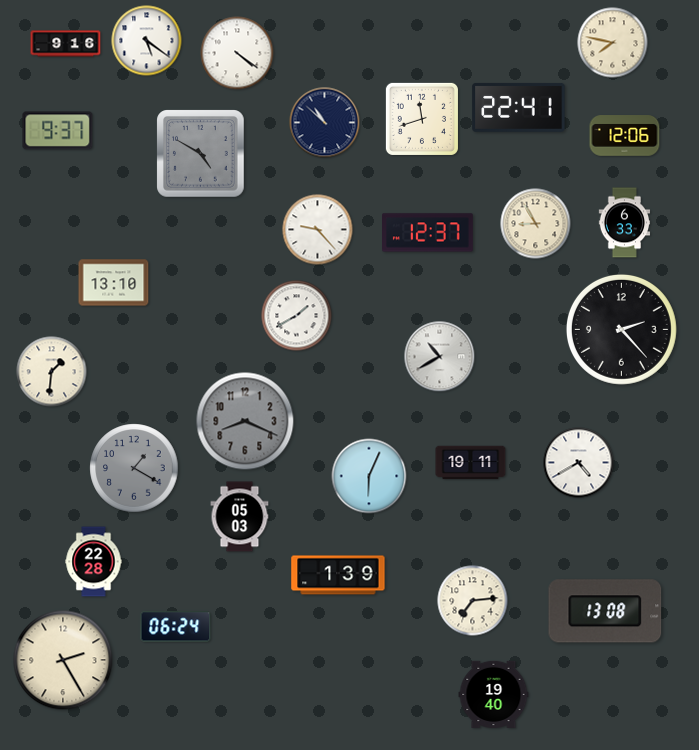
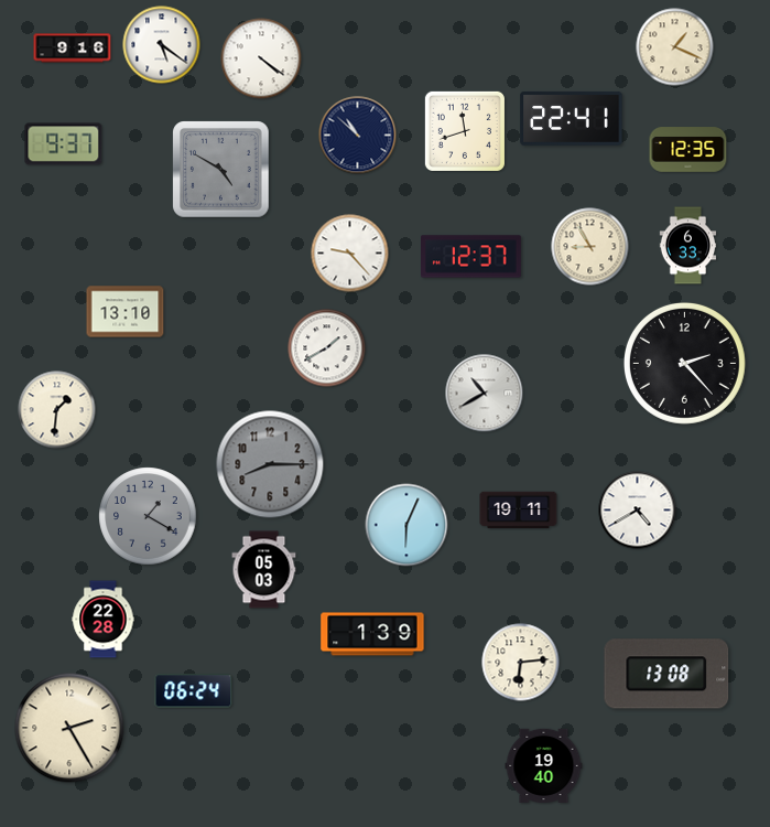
clock at (613, 43): 7:47 -> 1:19
clock at (625, 136): 12:06 -> 12:35
clock at (245, 421): 8:19 -> 8:15
clock at (473, 601): 7:14 -> 6:14
